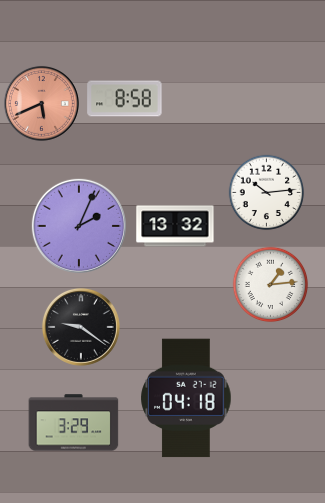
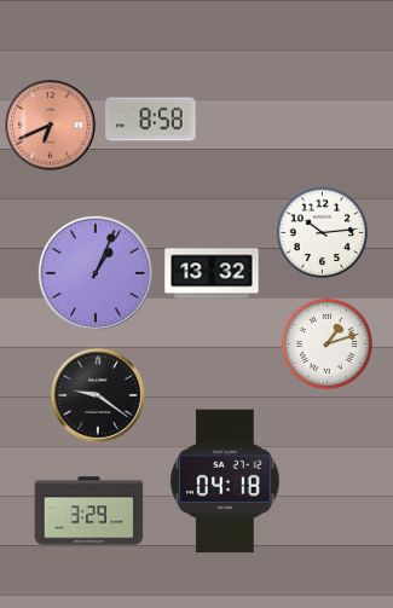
clock at (41, 103): 5:41 -> 6:41
clock at (79, 226): 2:04 -> 1:04
clock at (271, 285): 1:14 -> 1:12
